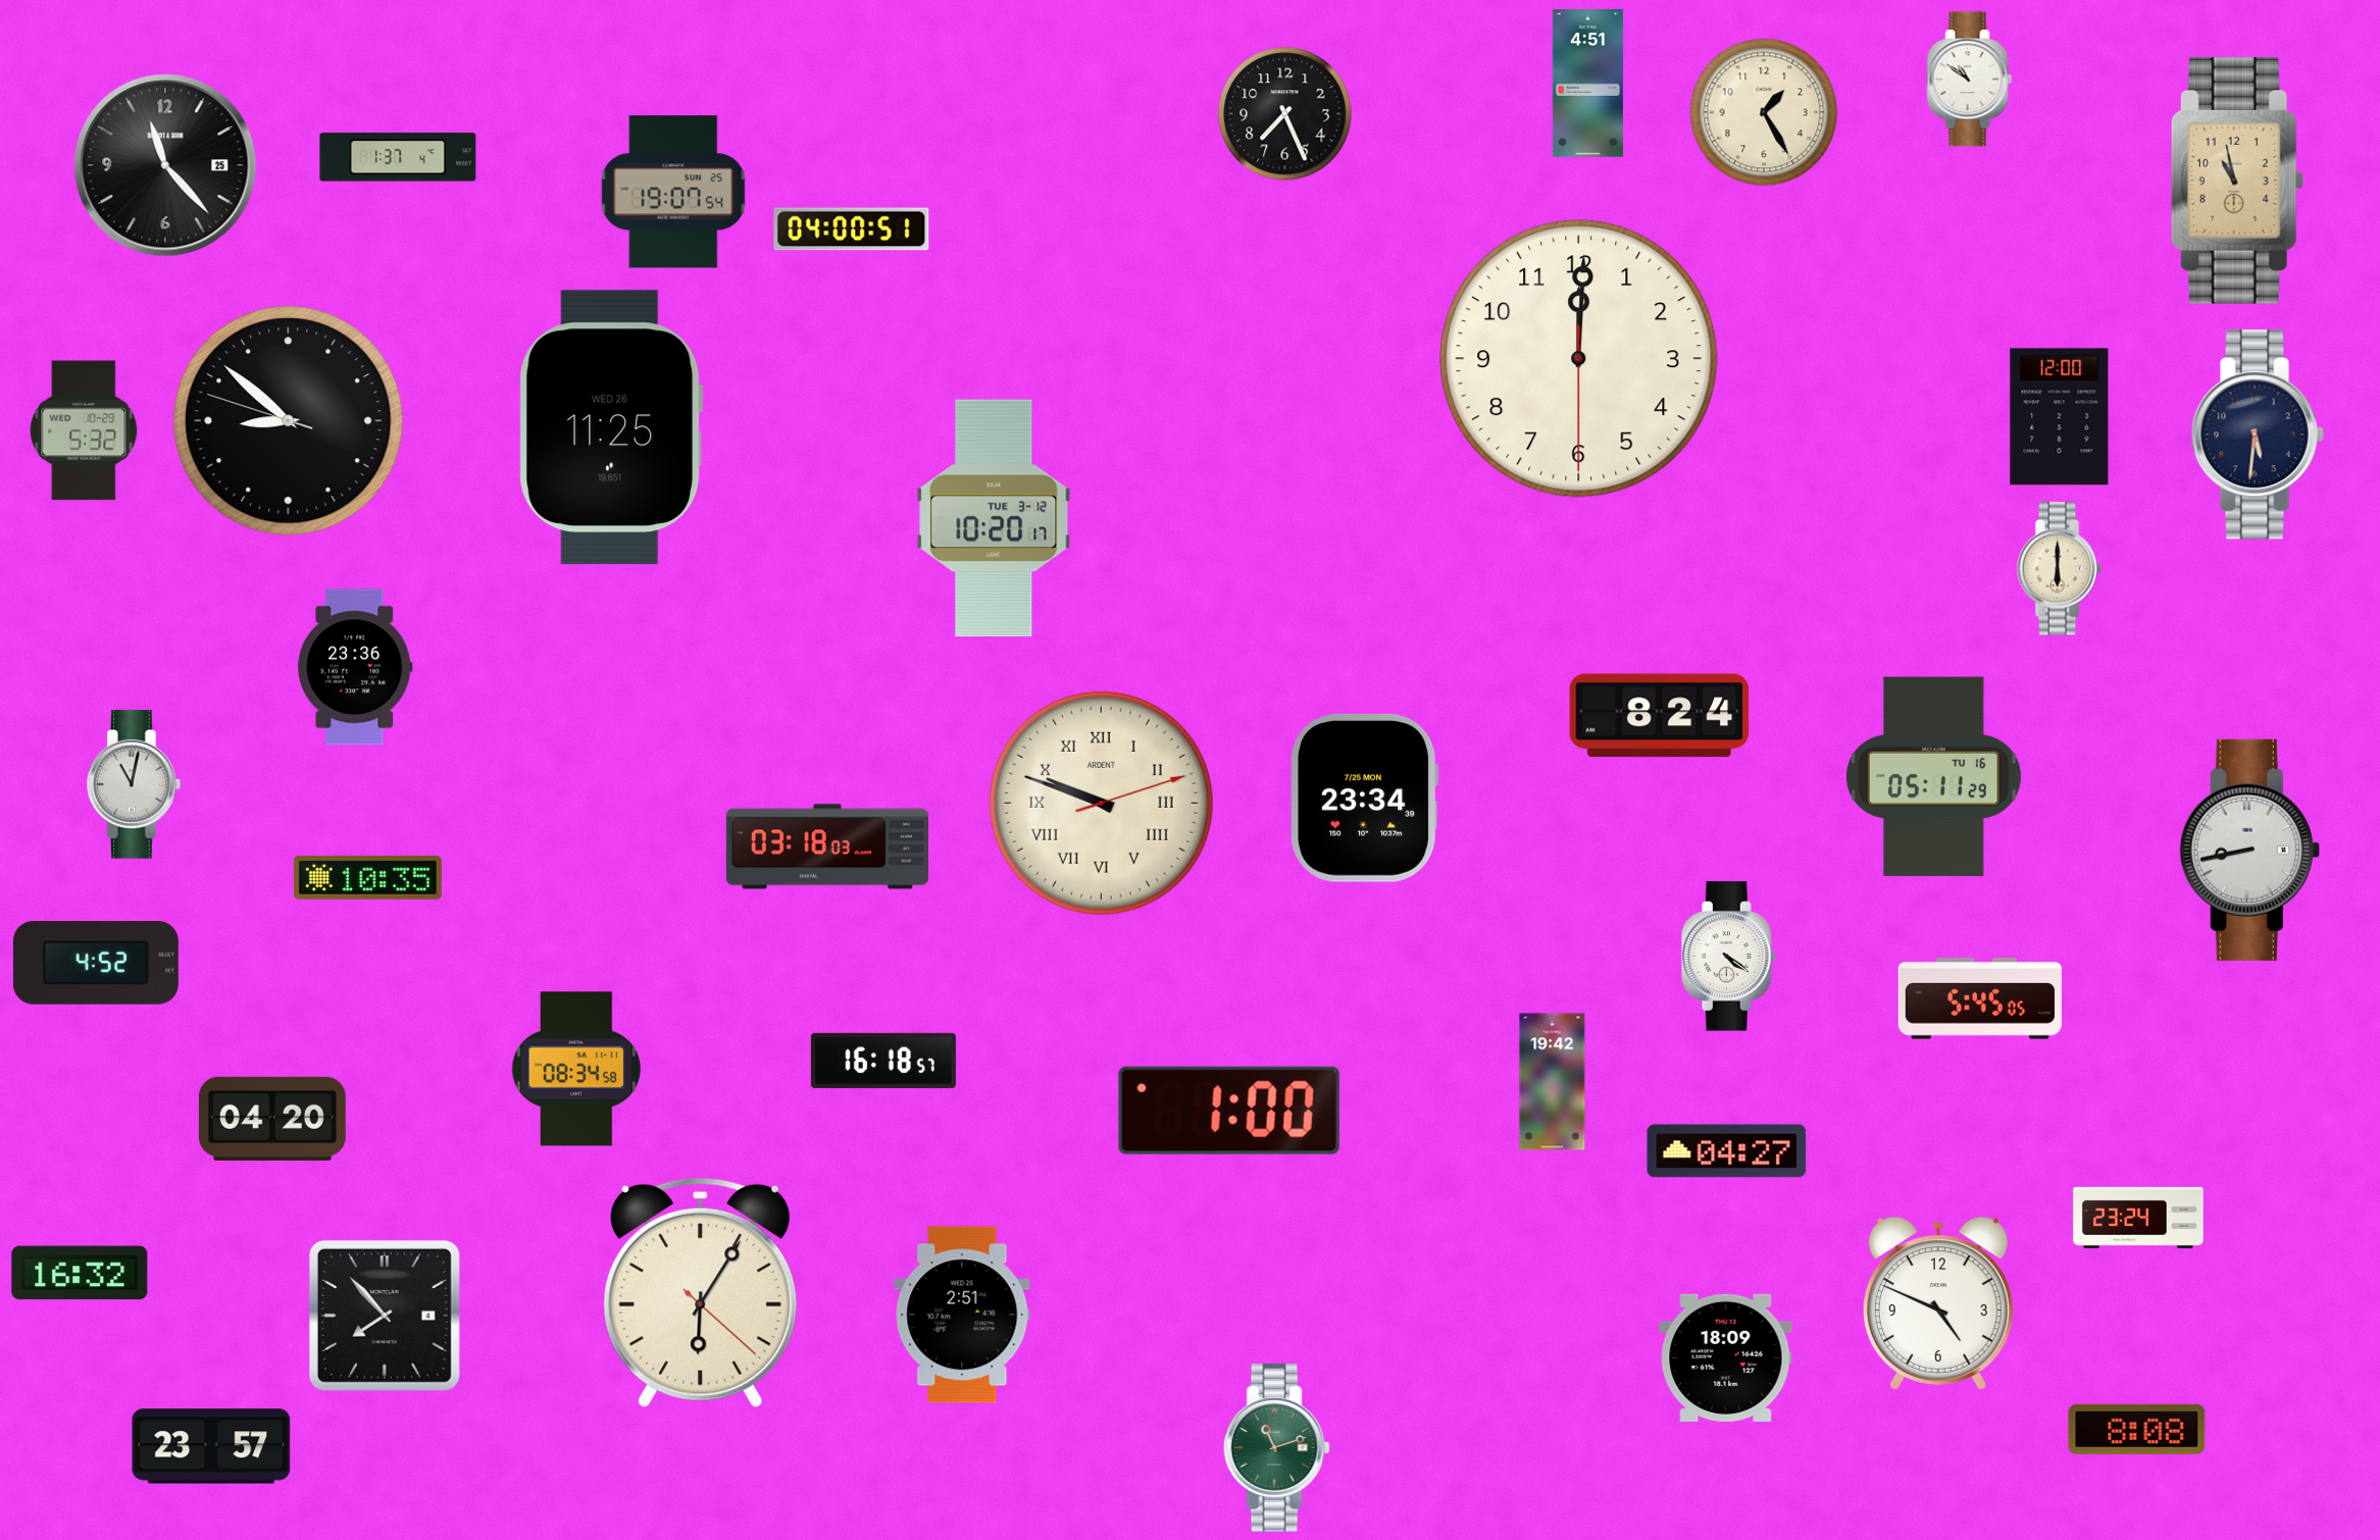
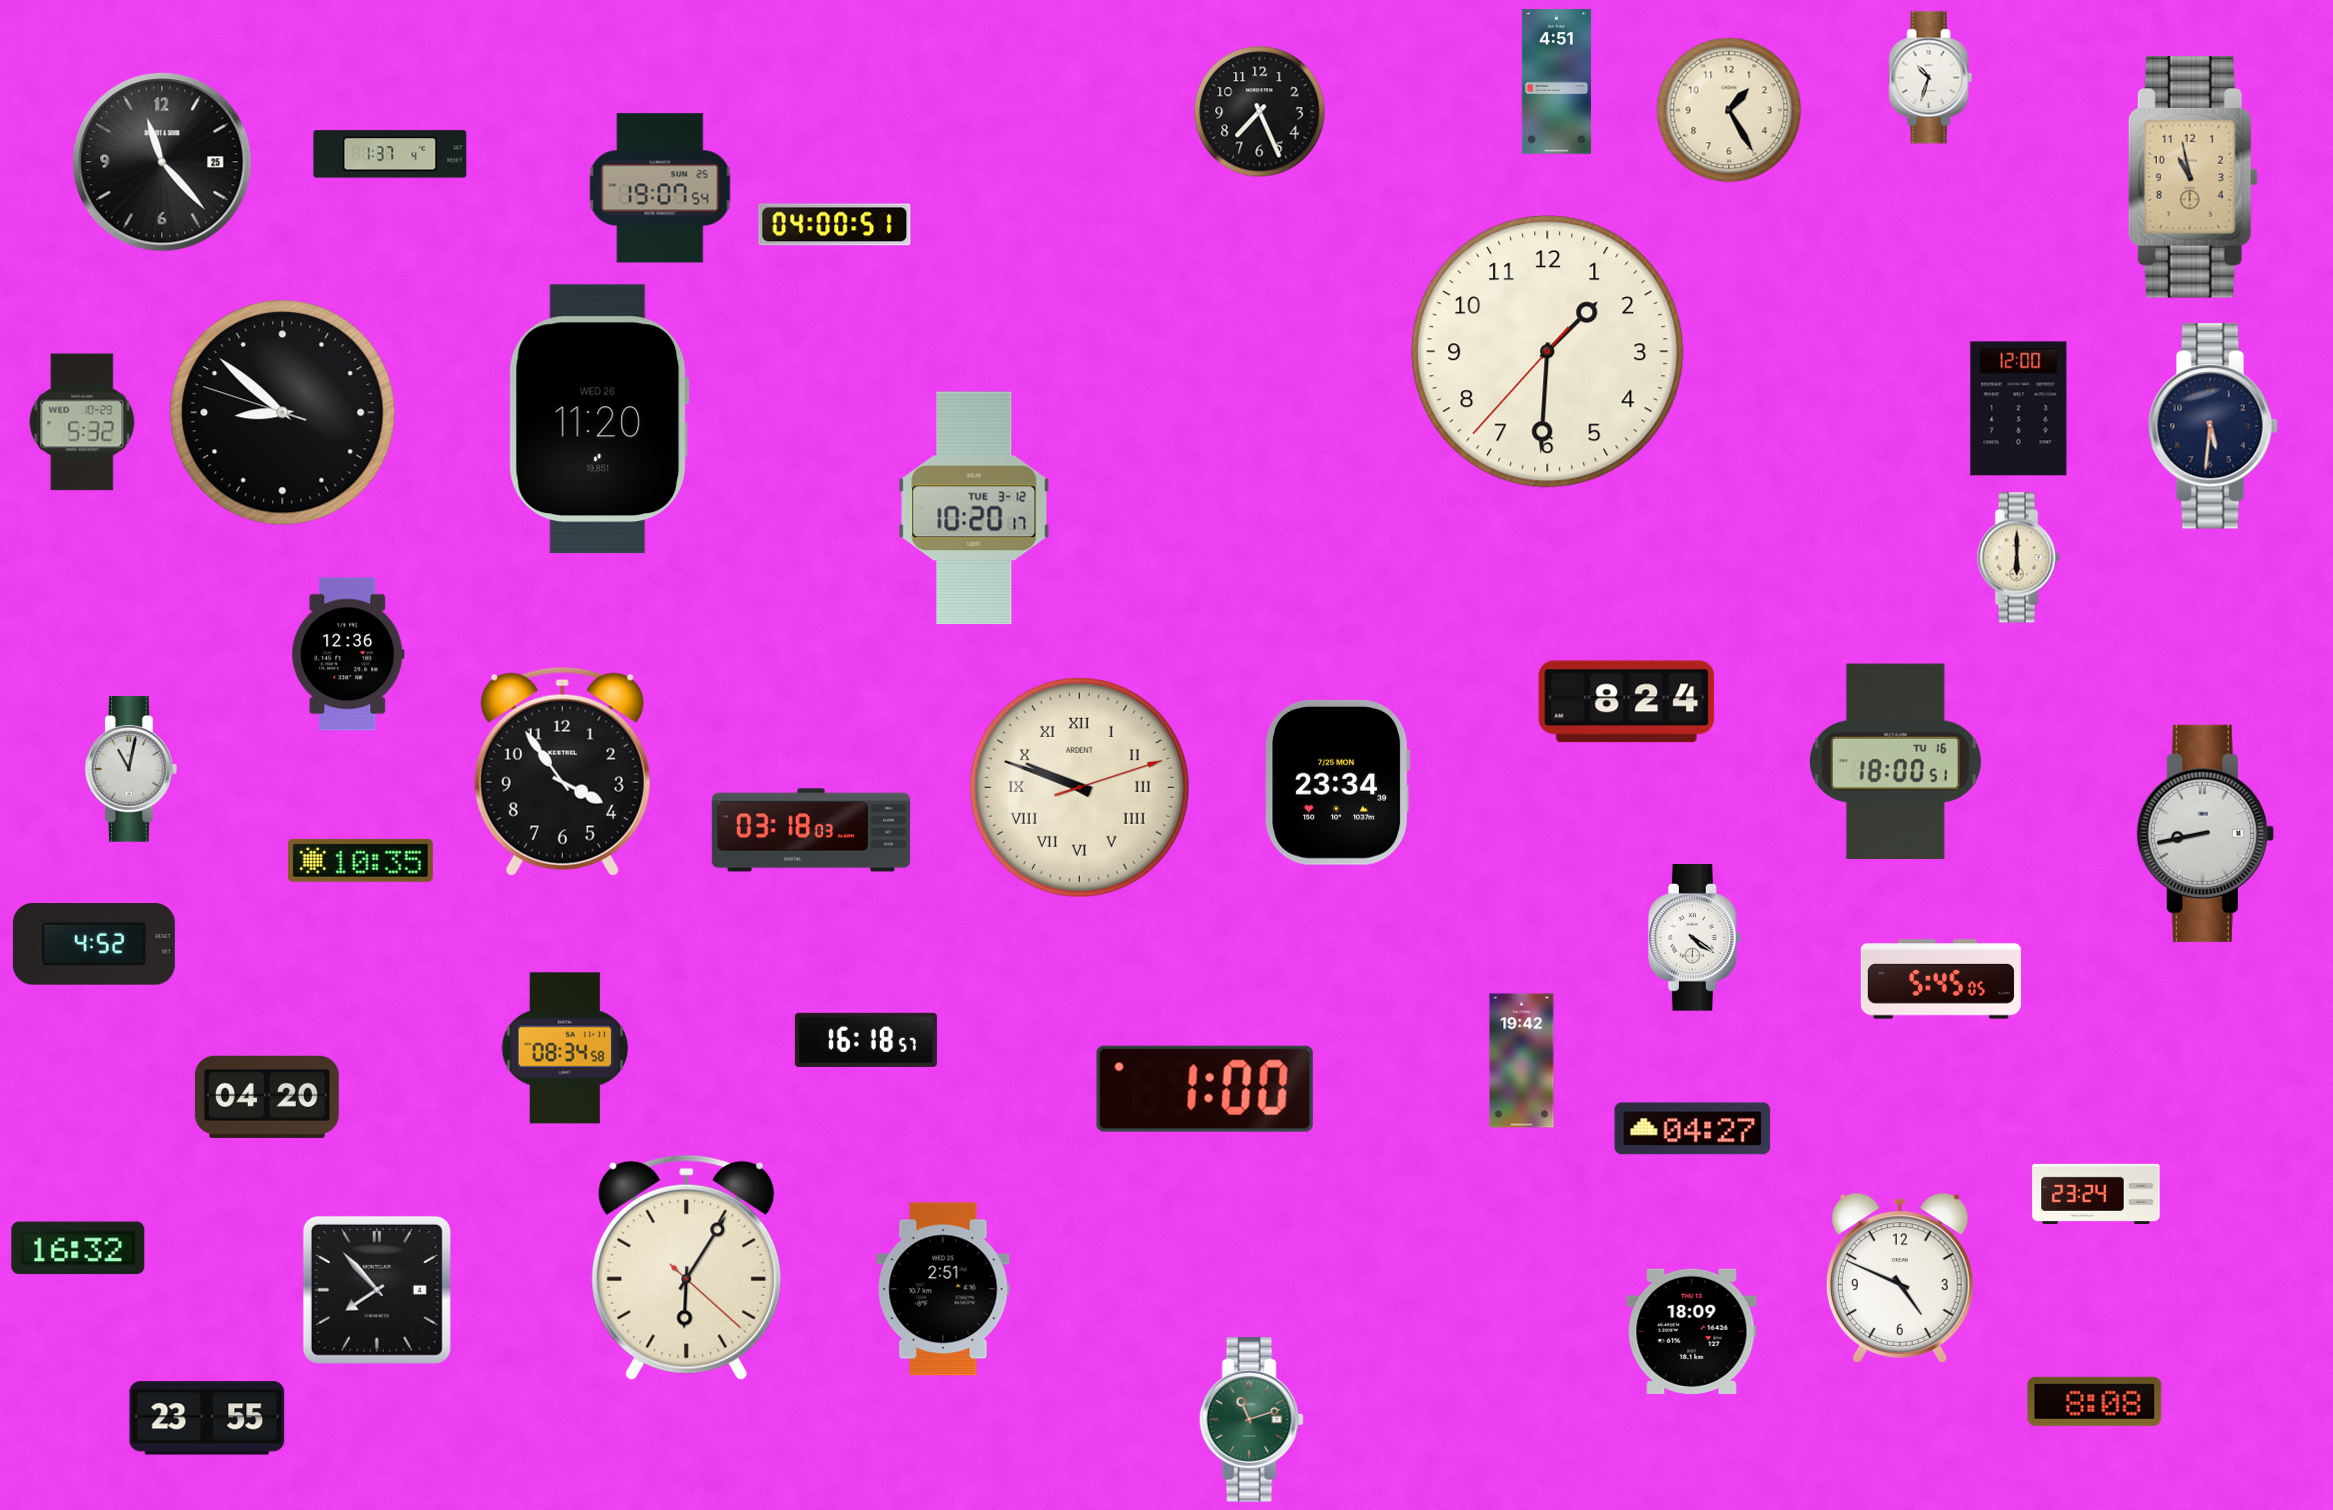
clock at (1970, 80): 10:51 -> 10:33
clock at (1579, 359): 12:00 -> 1:30
clock at (611, 427): 11:25 -> 11:20
clock at (355, 667): 23:36 -> 12:36
clock at (1933, 777): 05:11 -> 18:00
clock at (562, 771): none -> 3:54
clock at (211, 1446): 23:57 -> 23:55
